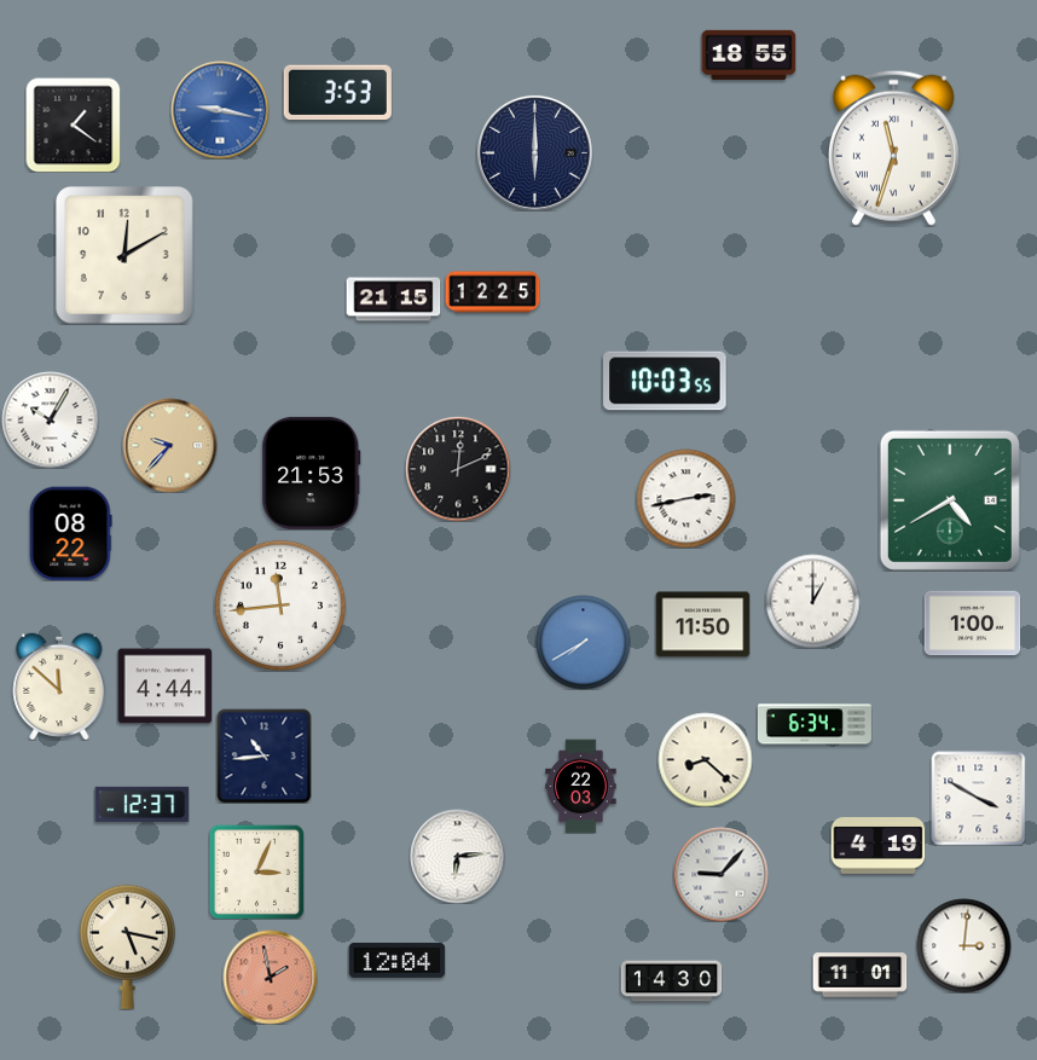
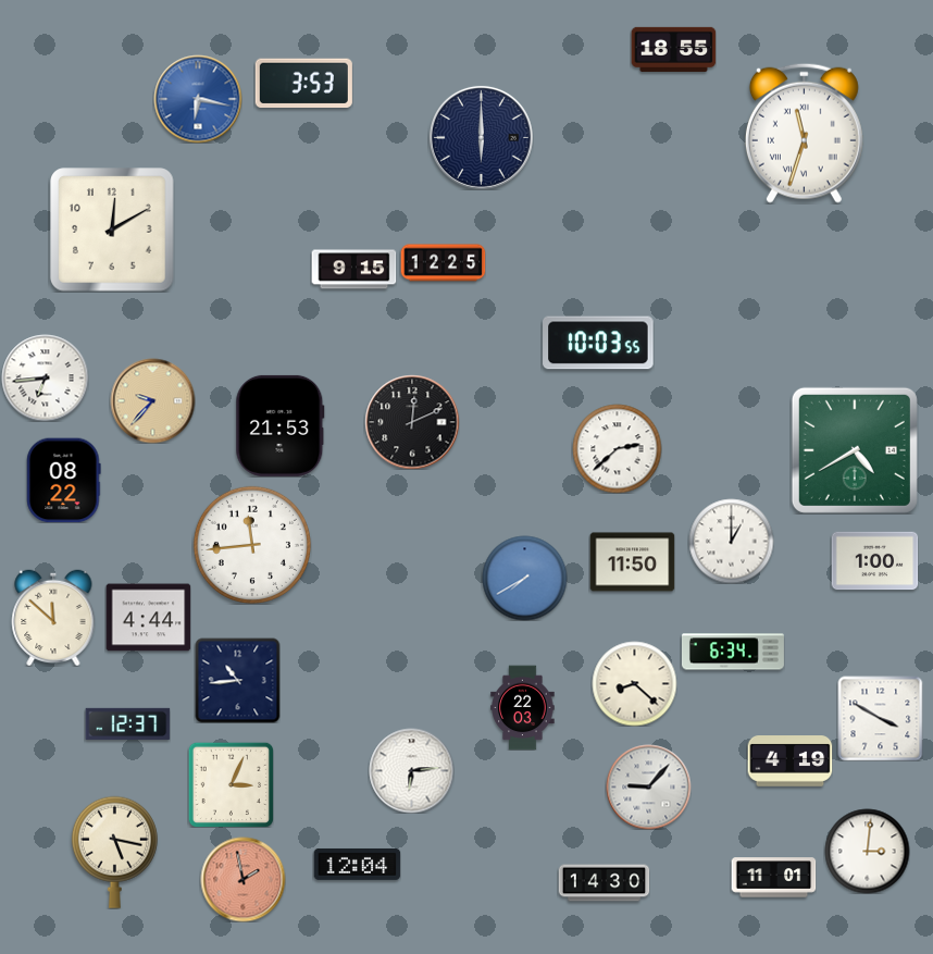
clock at (220, 110): 9:17 -> 6:17
clock at (73, 124): 1:21 -> none
clock at (393, 300): 21:15 -> 9:15
clock at (50, 419): 10:05 -> 6:44
clock at (685, 498): 2:43 -> 2:38
